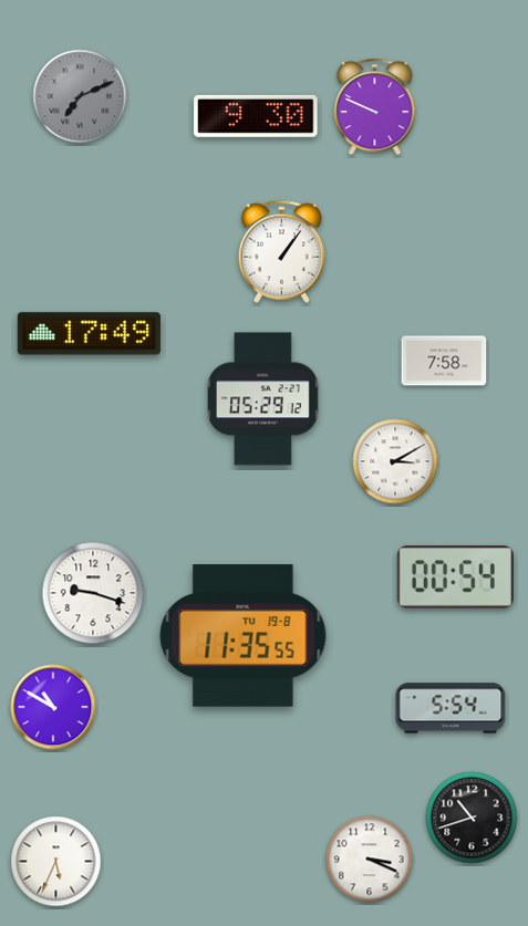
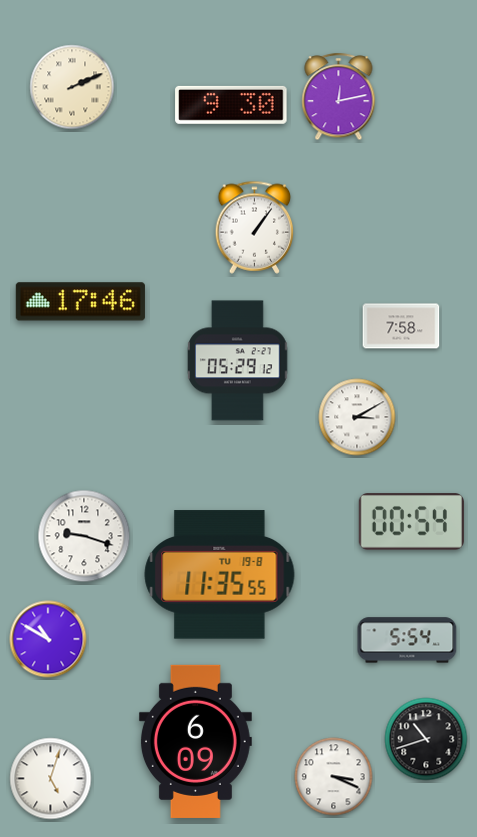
clock at (80, 96): 7:11 -> 2:11
clock at (80, 96) dial: grey -> cream
clock at (375, 107): 9:49 -> 12:13
clock at (89, 334): 17:49 -> 17:46
clock at (195, 741): none -> 6:09
clock at (56, 862): 5:34 -> 5:03
